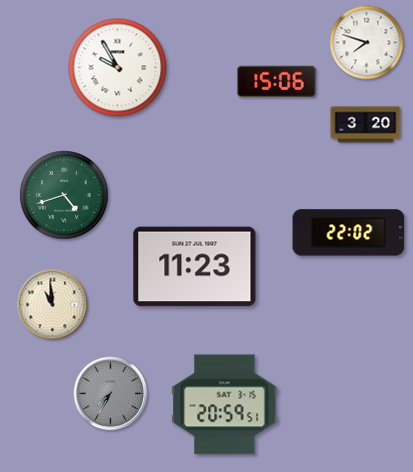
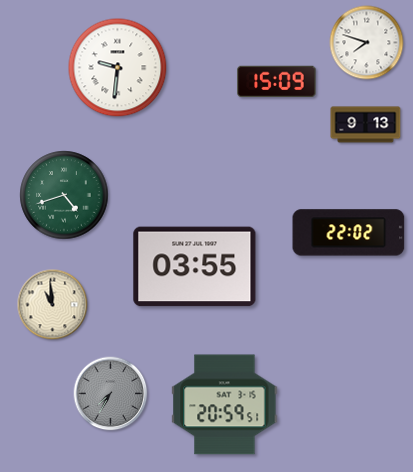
clock at (118, 68): 9:55 -> 9:31
clock at (277, 81): 15:06 -> 15:09
clock at (366, 125): 3:20 -> 9:13
clock at (195, 267): 11:23 -> 03:55
